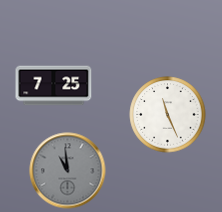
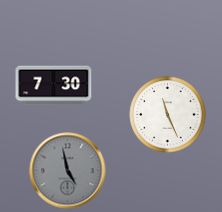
clock at (54, 86): 7:25 -> 7:30
clock at (68, 171): 10:59 -> 4:58
